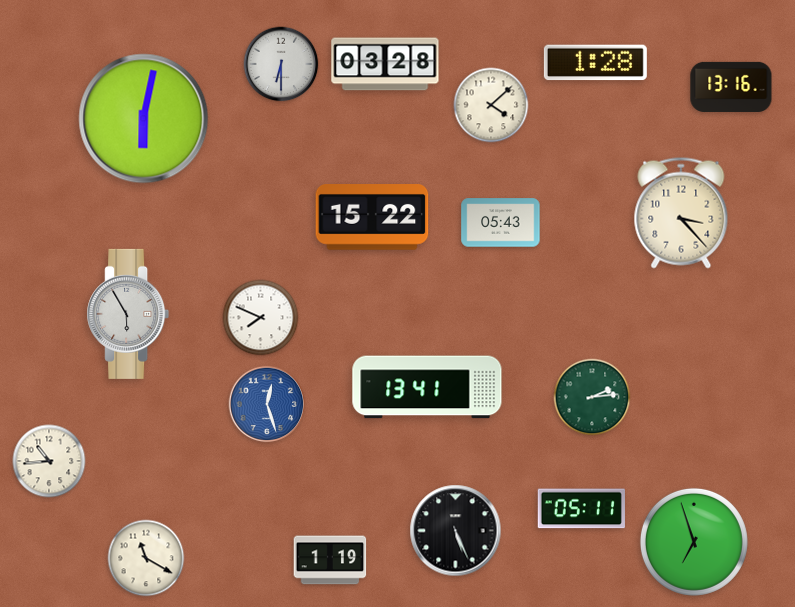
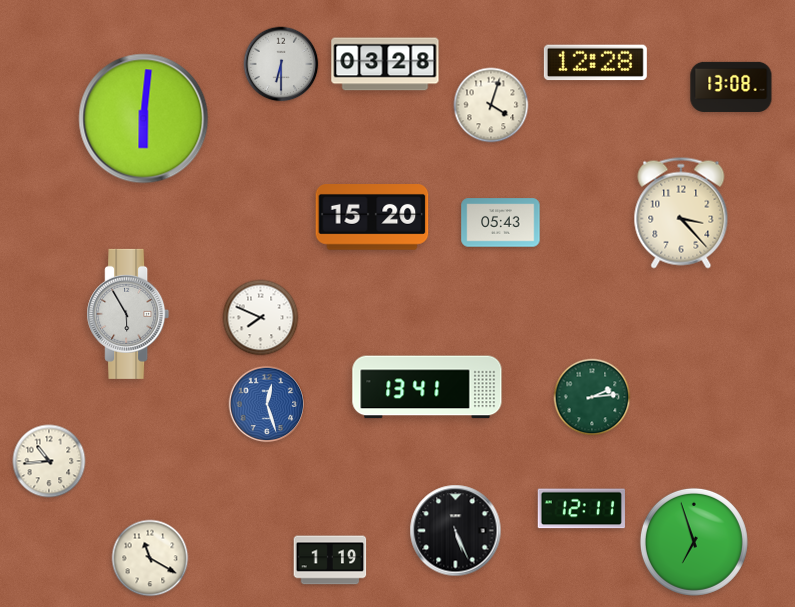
clock at (595, 63): 1:28 -> 12:28
clock at (731, 87): 13:16 -> 13:08
clock at (491, 105): 4:08 -> 4:03
clock at (144, 119): 6:02 -> 6:01
clock at (372, 218): 15:22 -> 15:20
clock at (581, 509): 05:11 -> 12:11
clock at (146, 558) position: (146, 558) -> (150, 558)
